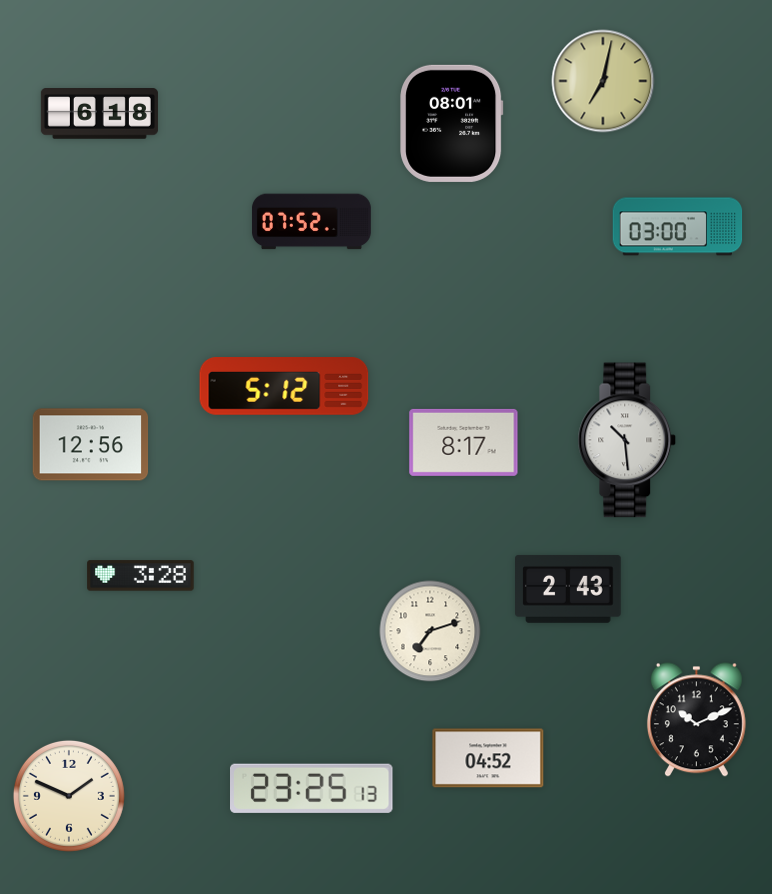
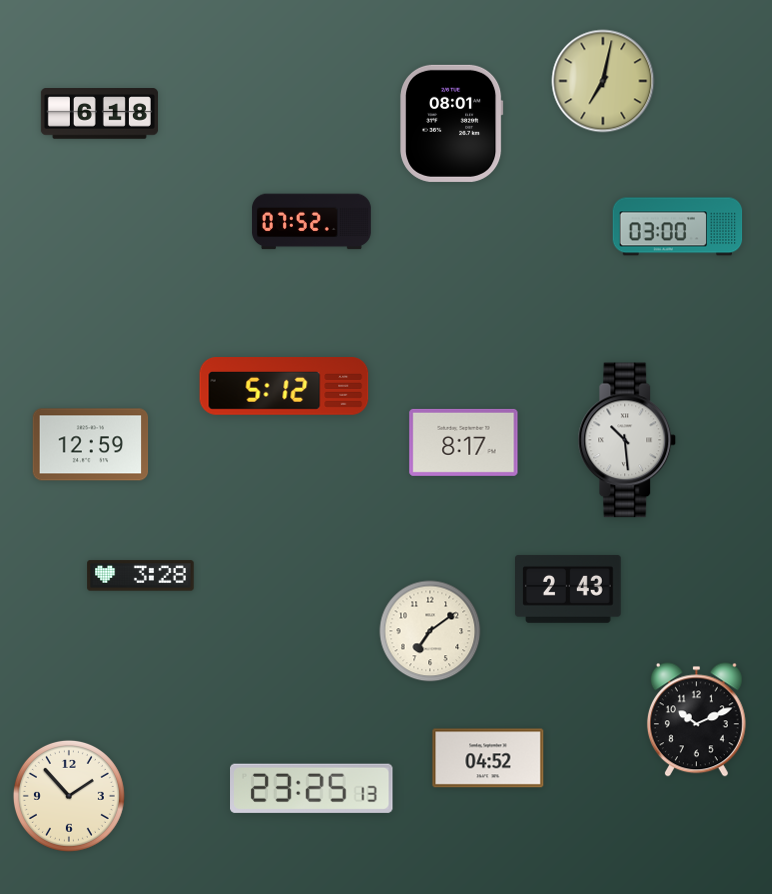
clock at (91, 445): 12:56 -> 12:59
clock at (430, 631): 7:12 -> 7:09
clock at (69, 796): 1:49 -> 1:53
